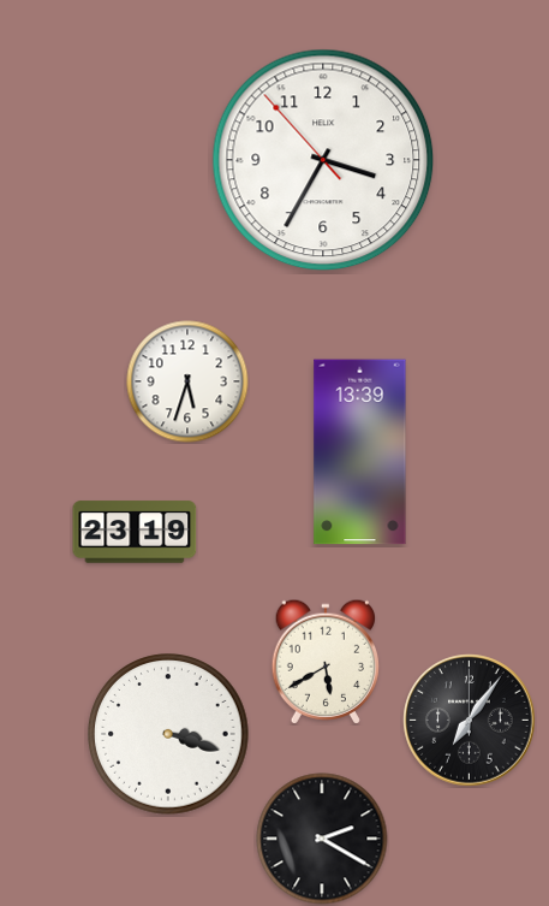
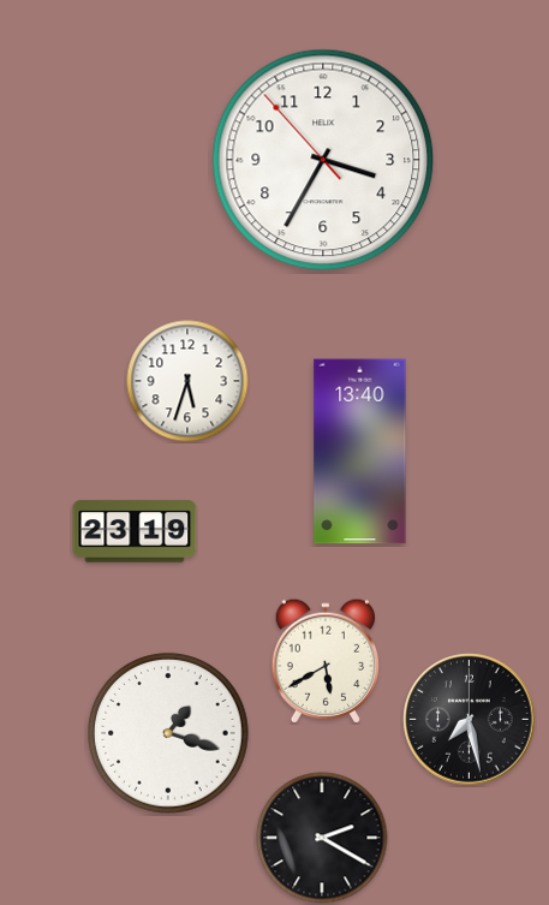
clock at (360, 452): 13:39 -> 13:40
clock at (470, 721): 7:06 -> 7:28
clock at (168, 734): 3:18 -> 1:18
